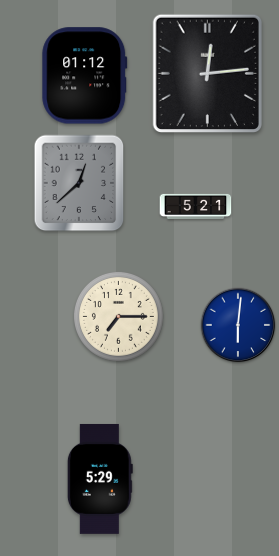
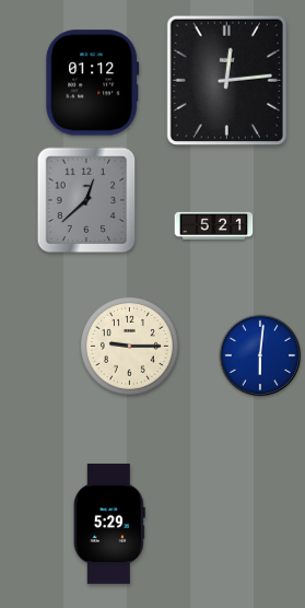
clock at (119, 317): 7:15 -> 9:15
